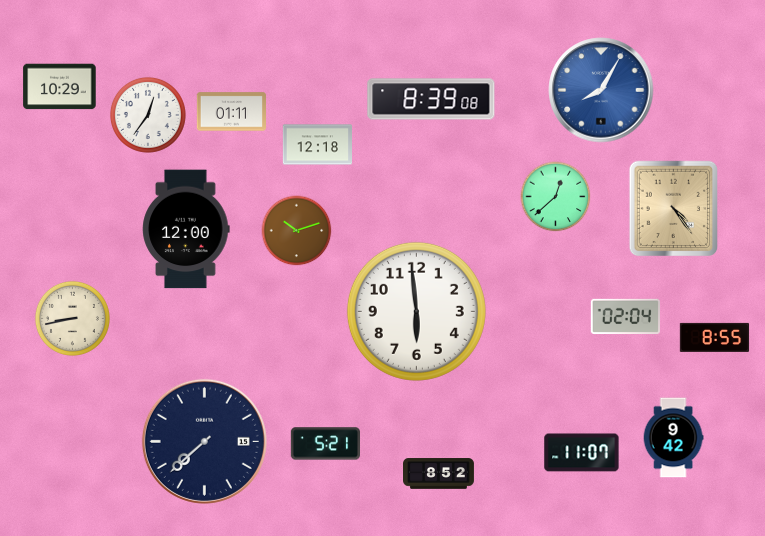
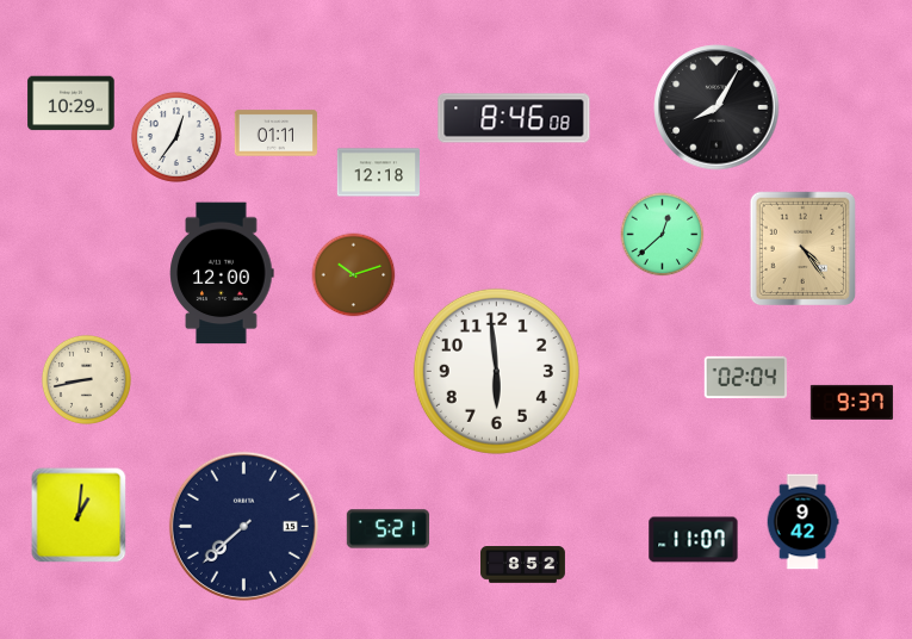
clock at (601, 90) dial: blue -> black
clock at (431, 99): 8:39 -> 8:46
clock at (715, 337): 8:55 -> 9:37
clock at (79, 515): none -> 1:01
